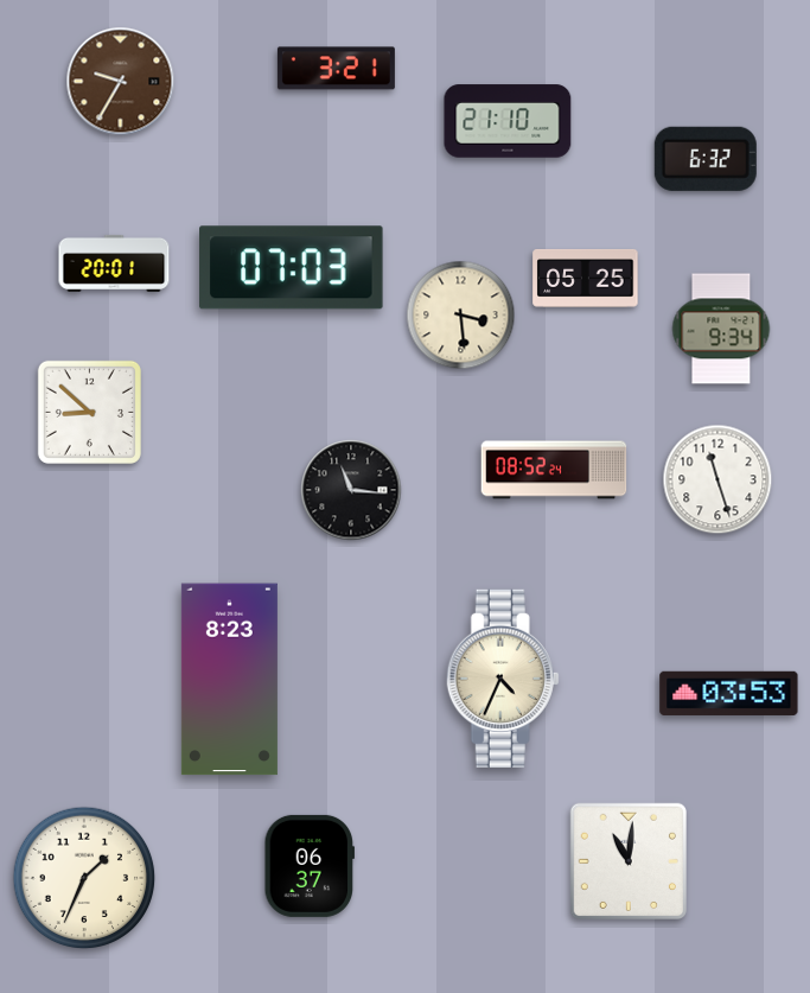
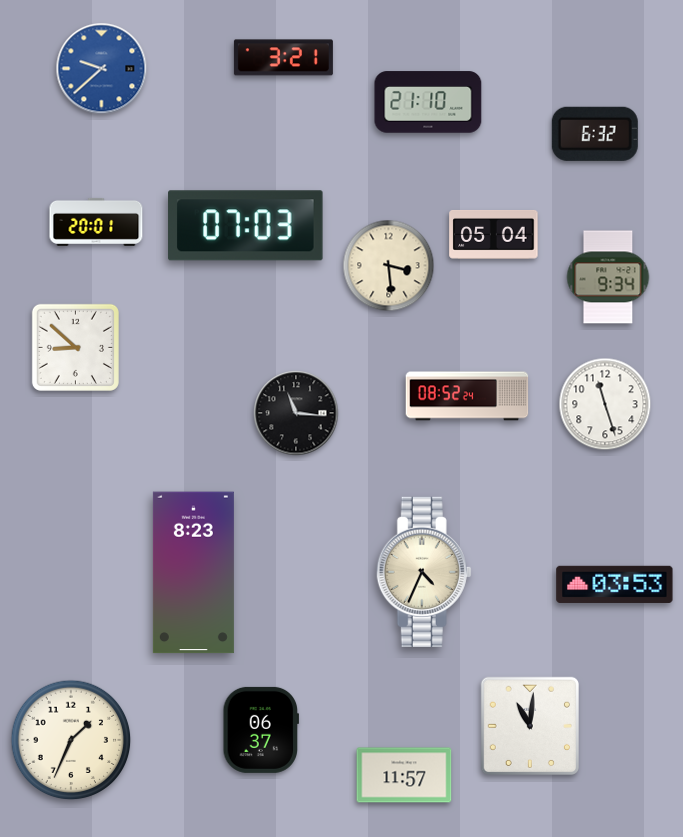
clock at (121, 82): 9:35 -> 9:38
clock at (121, 82) dial: brown -> blue
clock at (586, 278): 05:25 -> 05:04
clock at (404, 775): none -> 11:57
